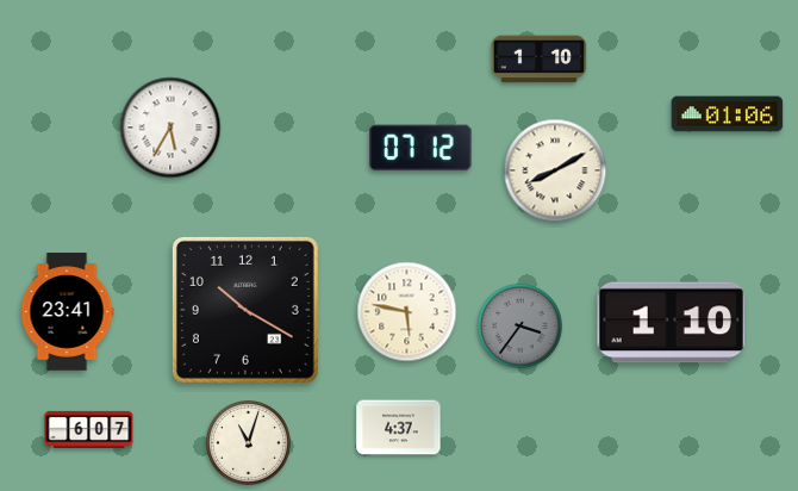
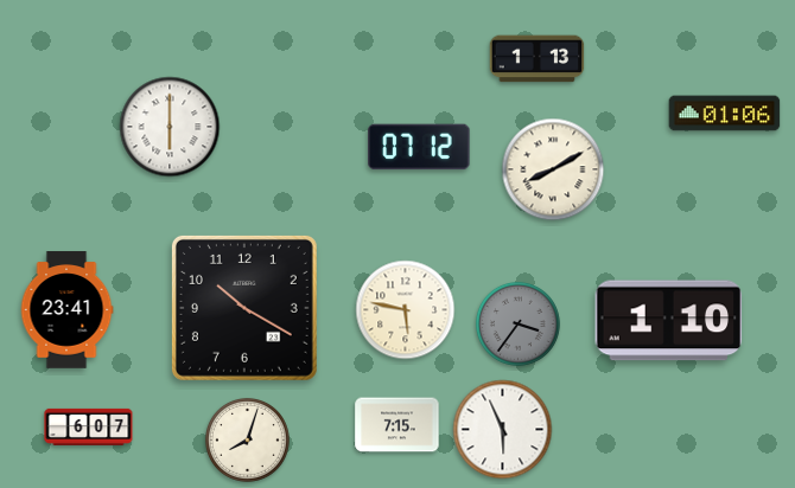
clock at (540, 60): 1:10 -> 1:13
clock at (170, 128): 5:35 -> 6:00
clock at (399, 428): 4:37 -> 7:15
clock at (503, 430): none -> 5:56
clock at (248, 442): 11:03 -> 8:03
